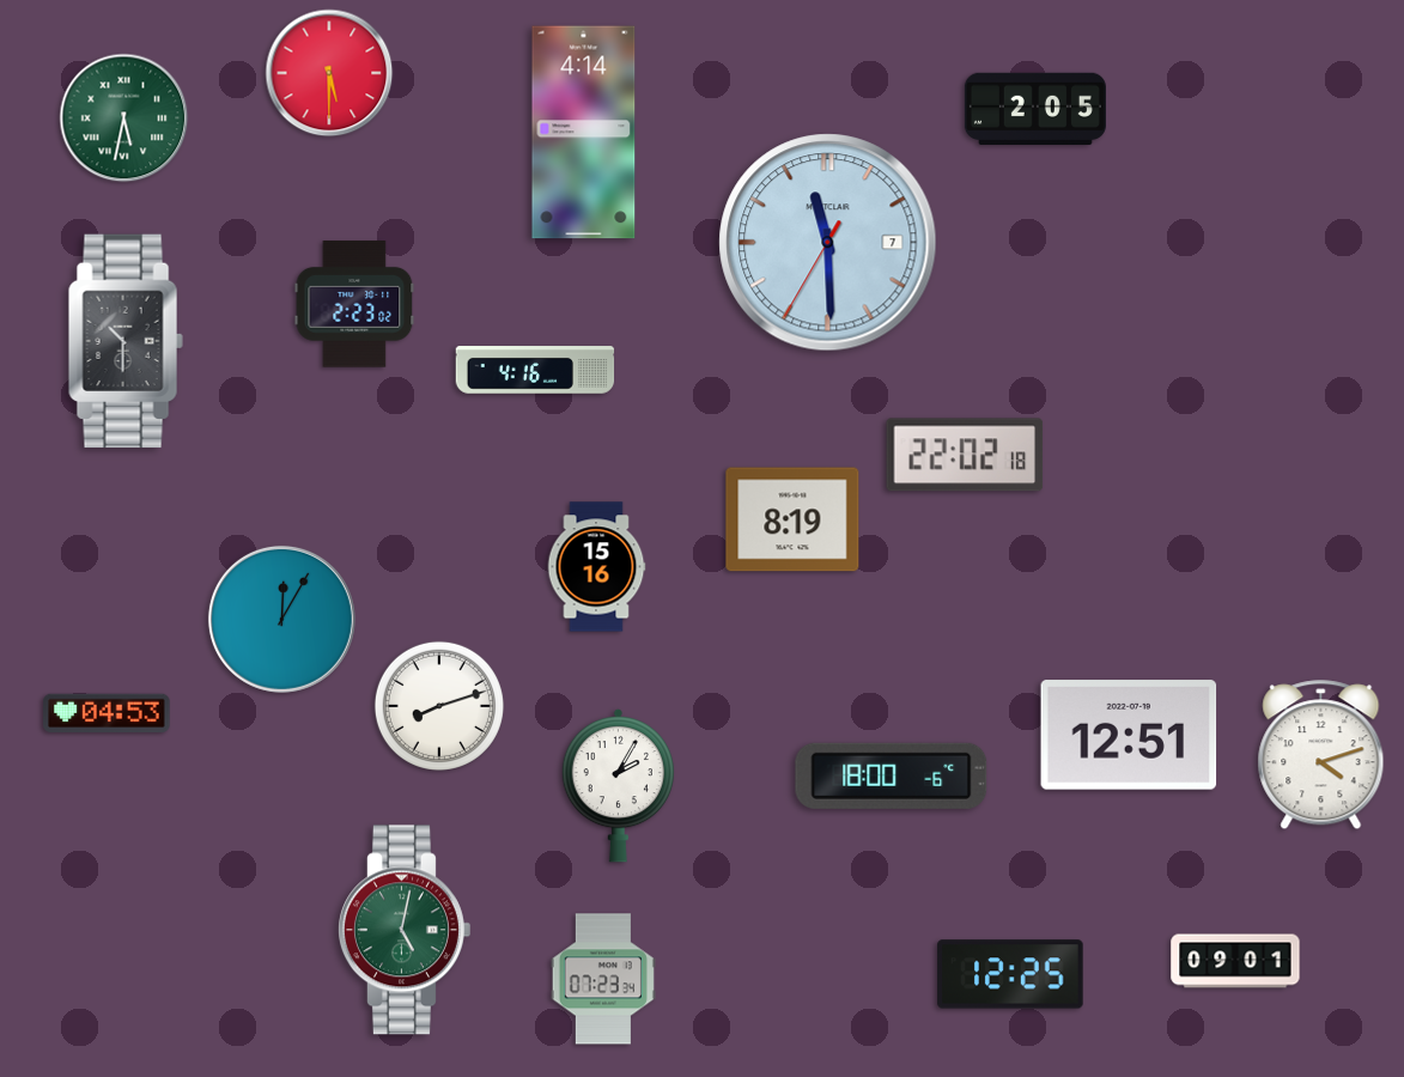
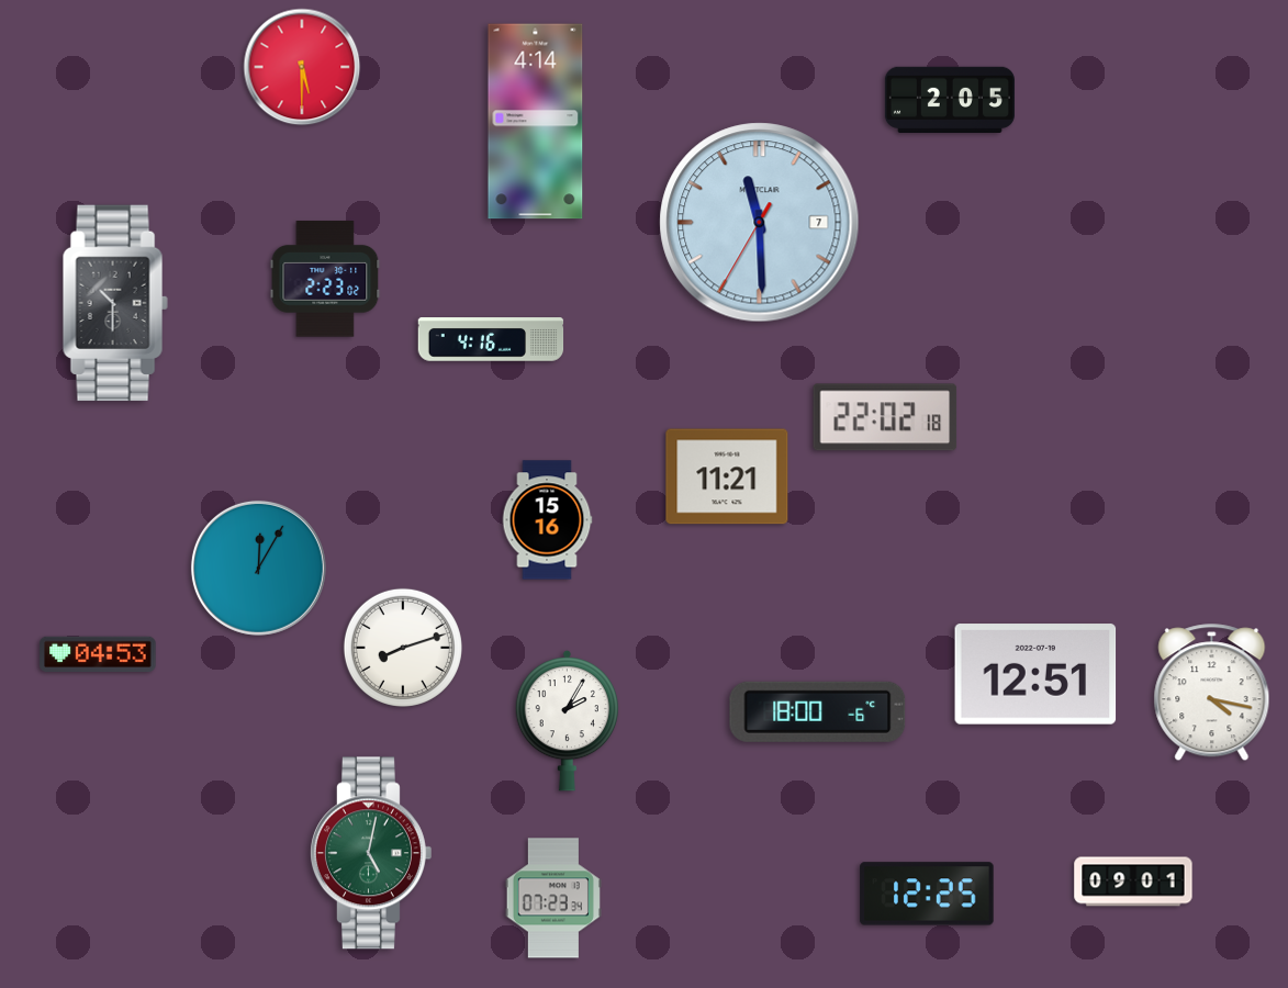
clock at (124, 118): 5:32 -> none
clock at (126, 341) position: (126, 341) -> (115, 303)
clock at (792, 519): 8:19 -> 11:21
clock at (1321, 755): 4:12 -> 4:17
